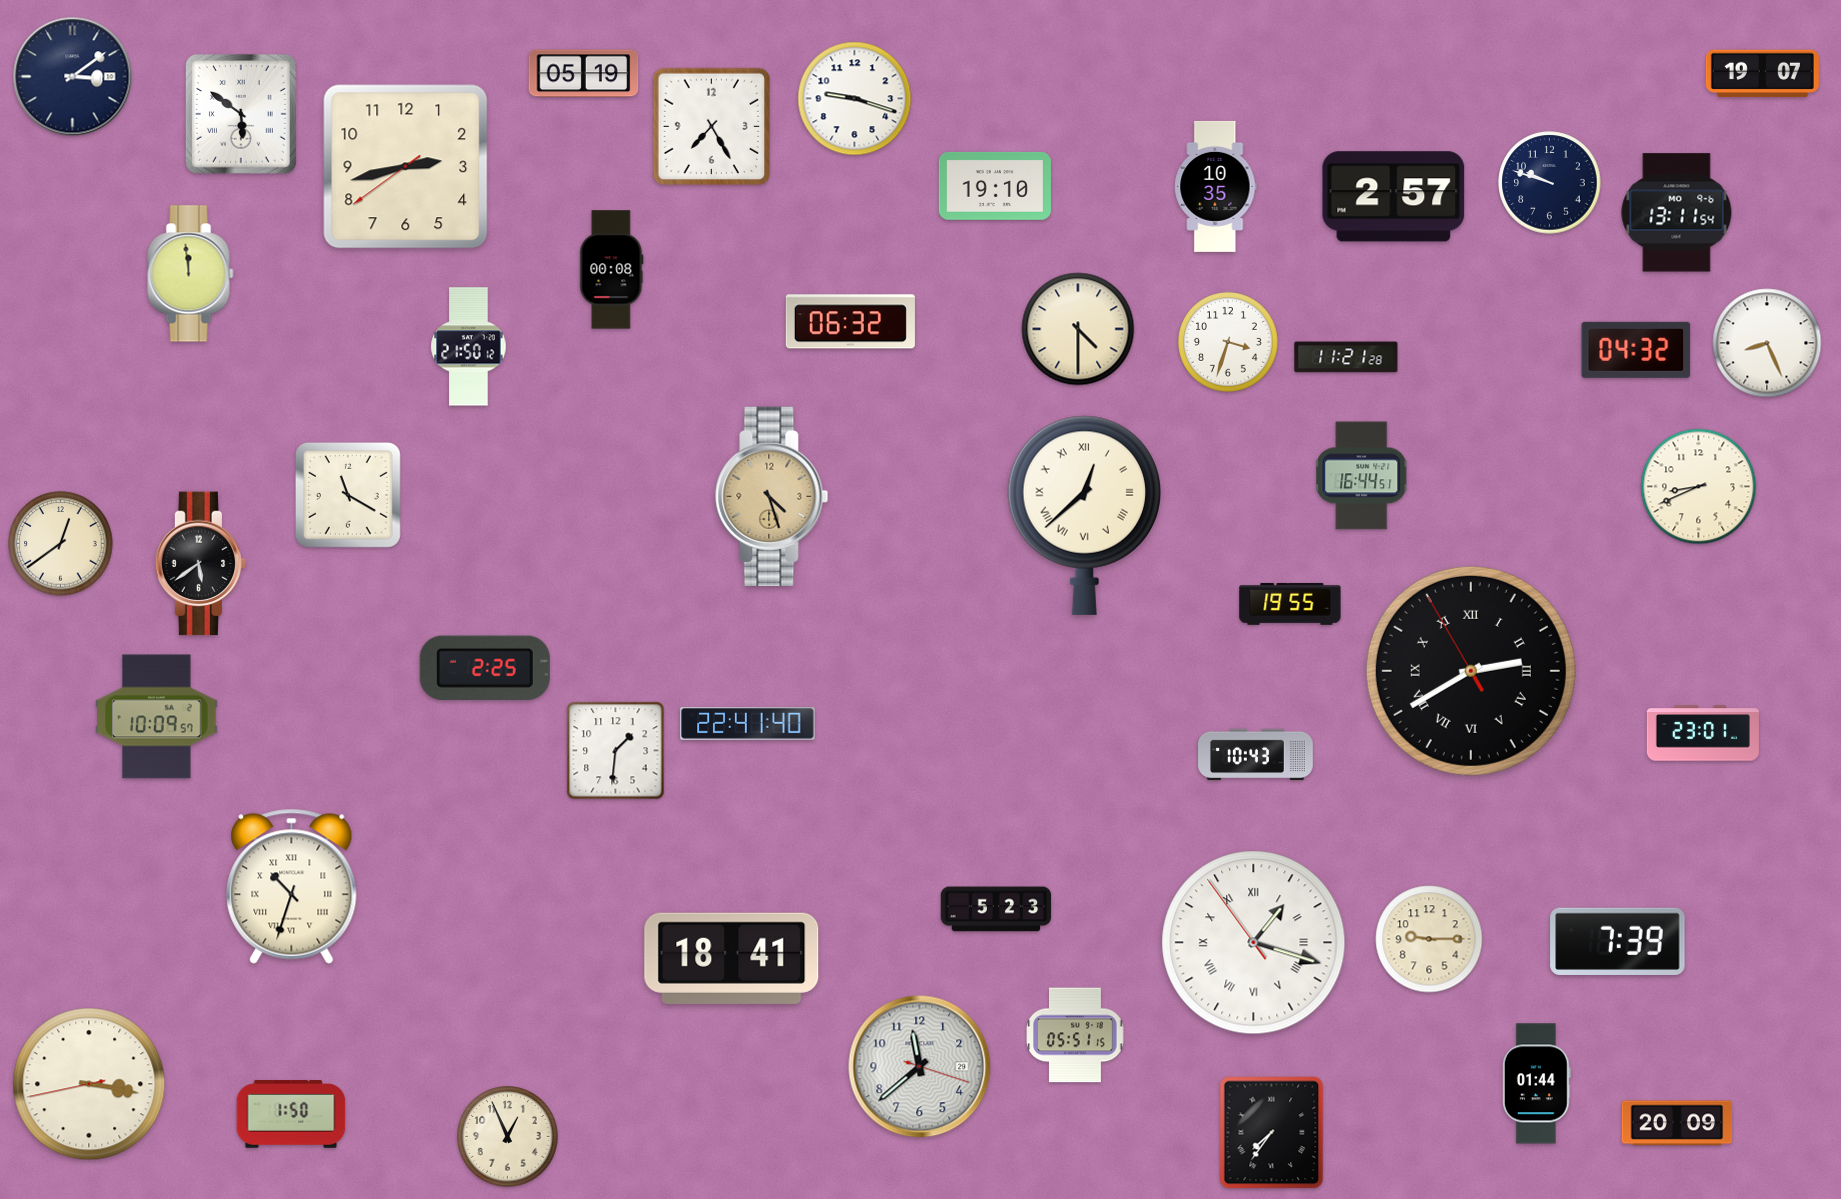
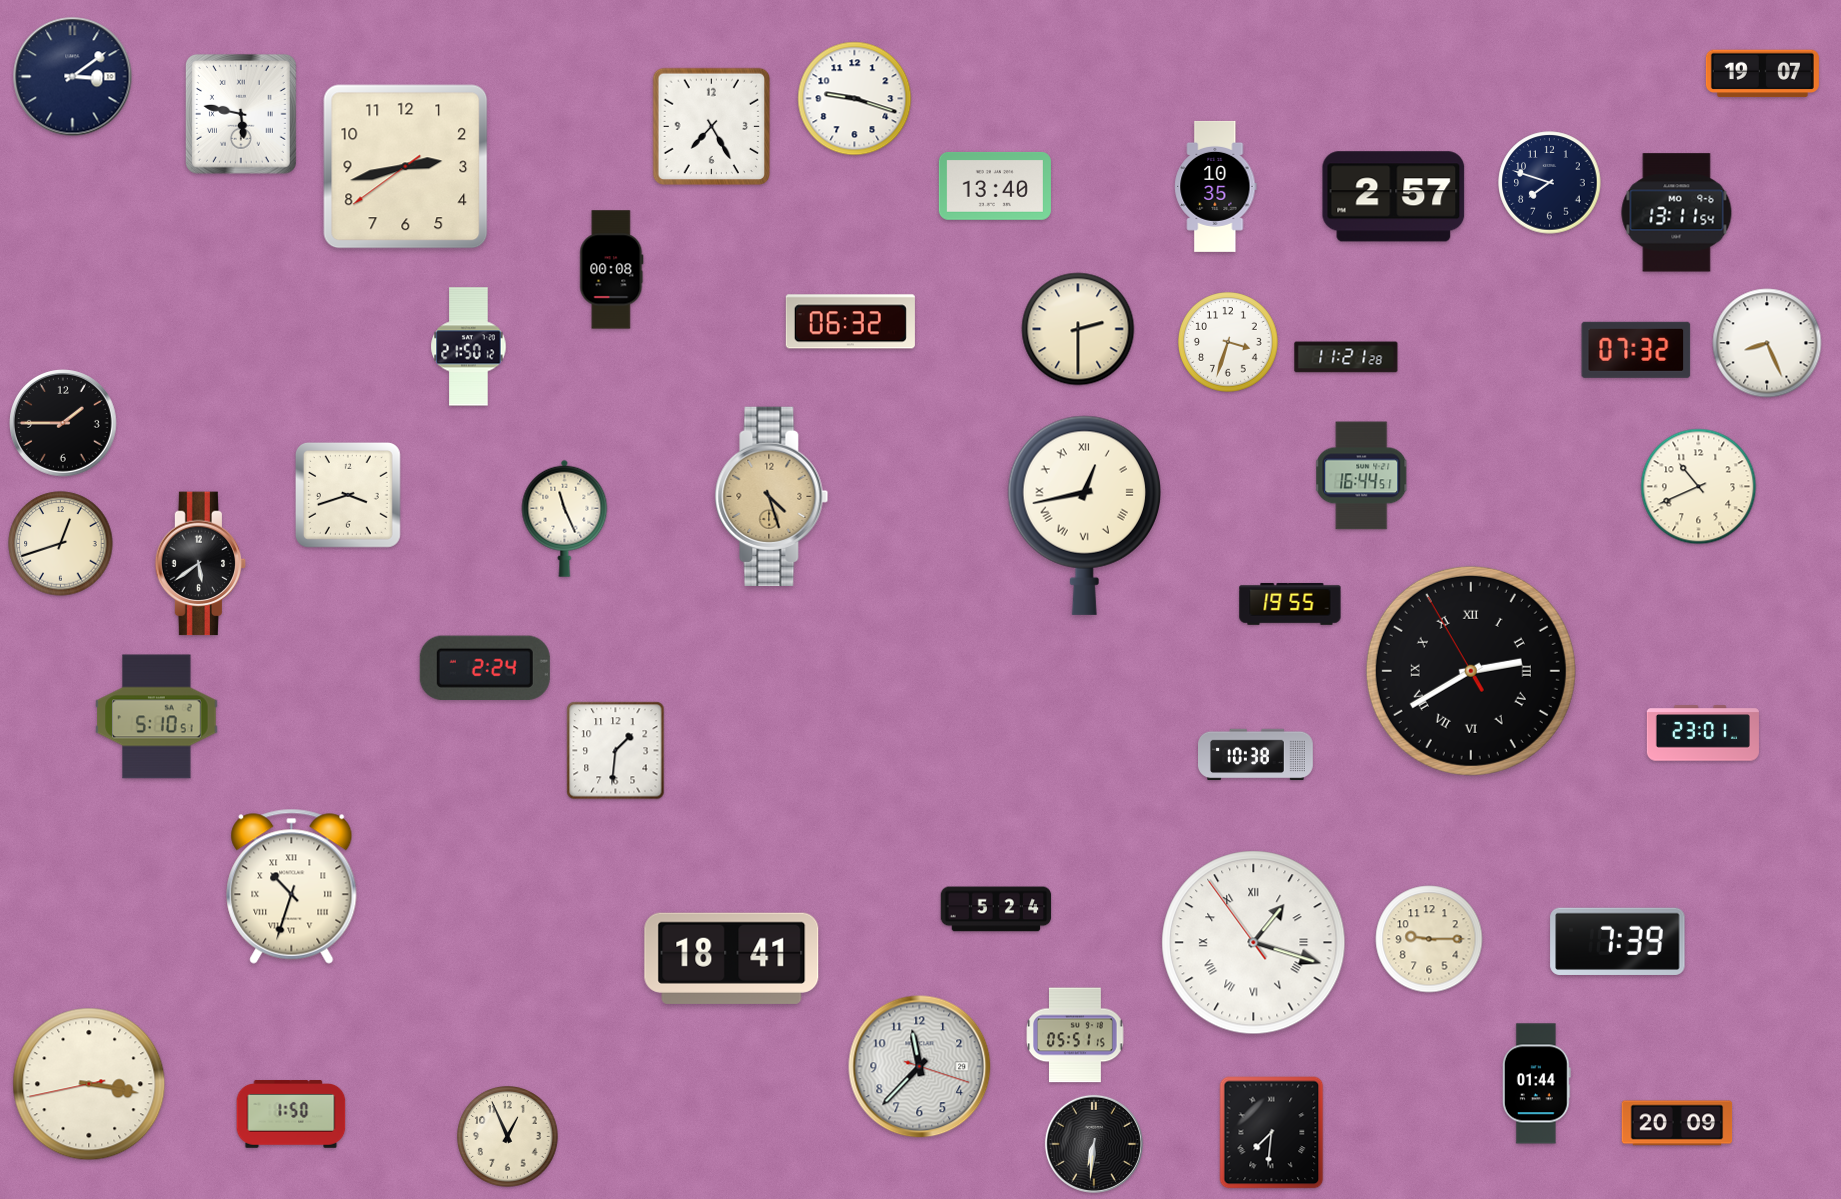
clock at (584, 74): 05:19 -> none
clock at (241, 114): 5:51 -> 5:47
clock at (1550, 183): 9:48 -> 7:48
clock at (995, 186): 19:10 -> 13:40
clock at (191, 274): 11:59 -> none
clock at (1078, 329): 4:30 -> 2:30
clock at (1636, 350): 04:32 -> 07:32
clock at (64, 424): none -> 1:45
clock at (1699, 487): 8:41 -> 10:41
clock at (348, 495): 11:20 -> 3:42
clock at (1084, 515): 12:38 -> 12:43
clock at (565, 518): none -> 11:26
clock at (61, 544): 12:39 -> 12:42
clock at (485, 668): 2:25 -> 2:24
clock at (157, 717): 10:09 -> 5:10
clock at (748, 724): 22:41 -> none
clock at (1256, 755): 10:43 -> 10:38
clock at (996, 909): 5:23 -> 5:24
clock at (920, 1067): 11:38 -> 11:37
clock at (1272, 1133): 7:36 -> 7:31
clock at (1094, 1144): none -> 6:31
